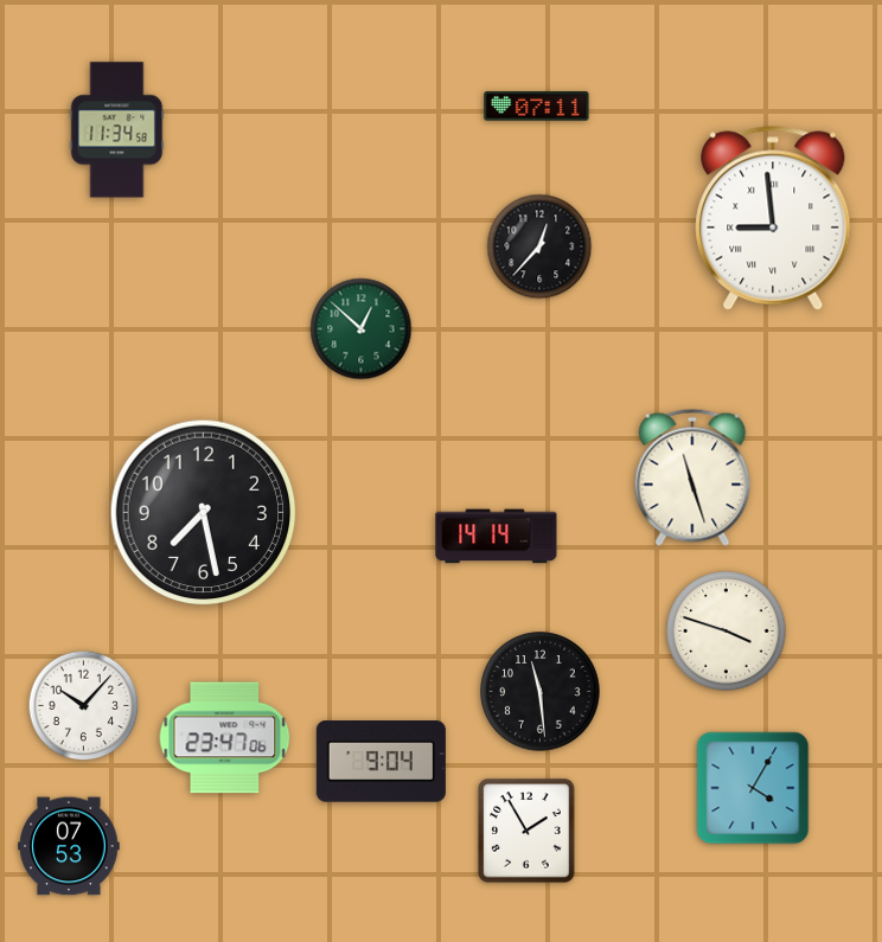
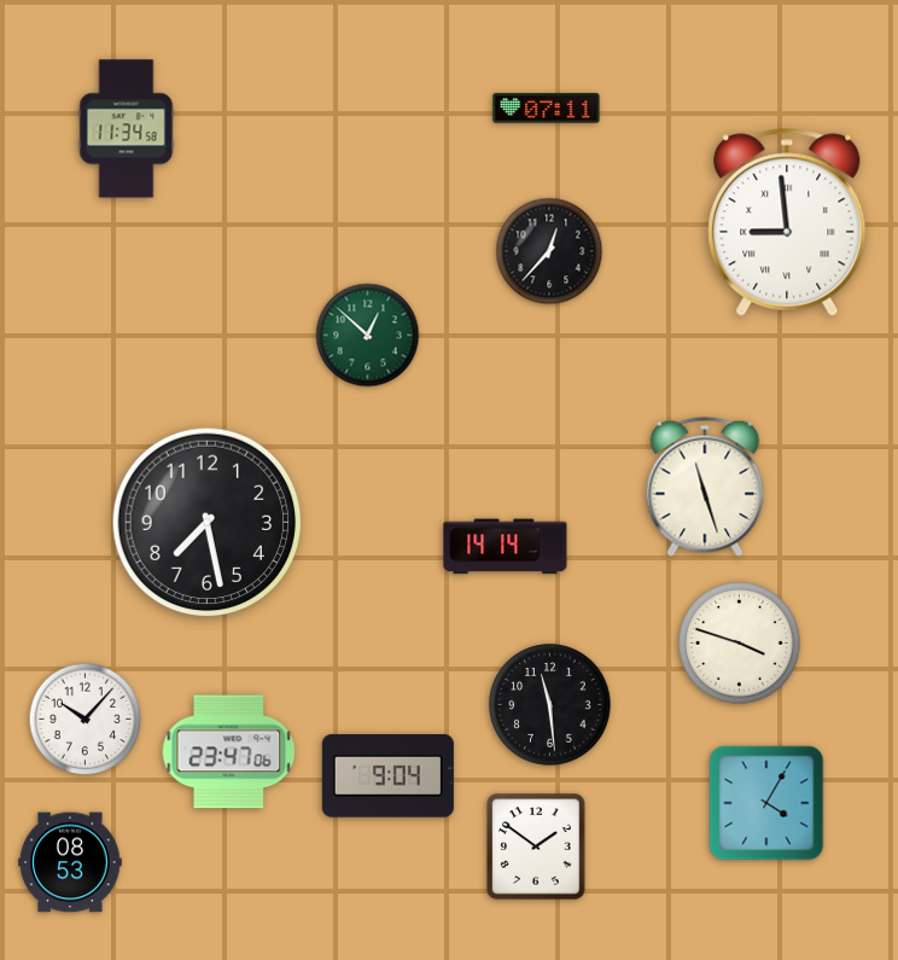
clock at (117, 130) position: (117, 130) -> (127, 129)
clock at (526, 831): 1:55 -> 1:51
clock at (69, 846): 07:53 -> 08:53
